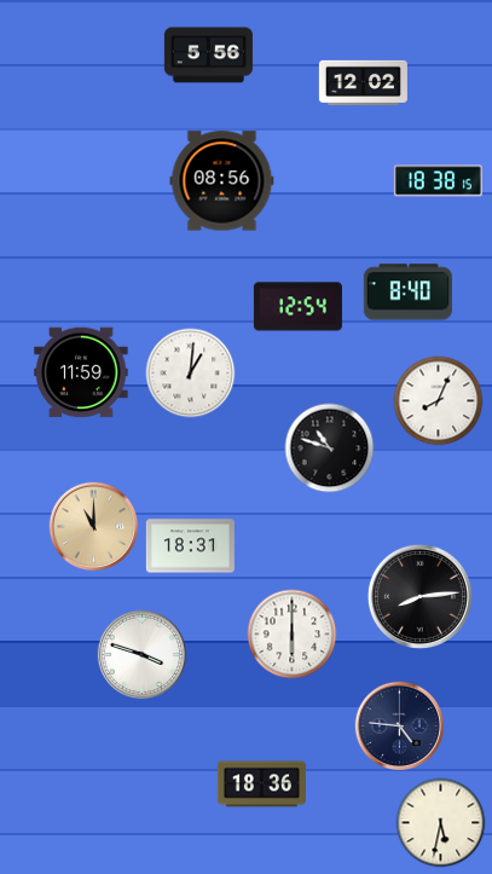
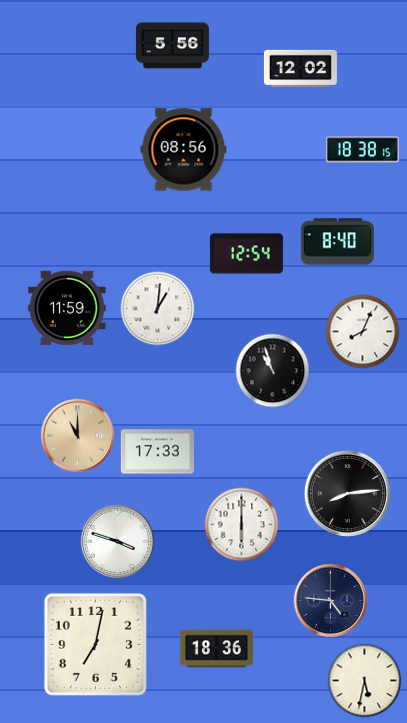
clock at (330, 448): 10:48 -> 10:57
clock at (190, 546): 18:31 -> 17:33
clock at (95, 644): none -> 7:02
